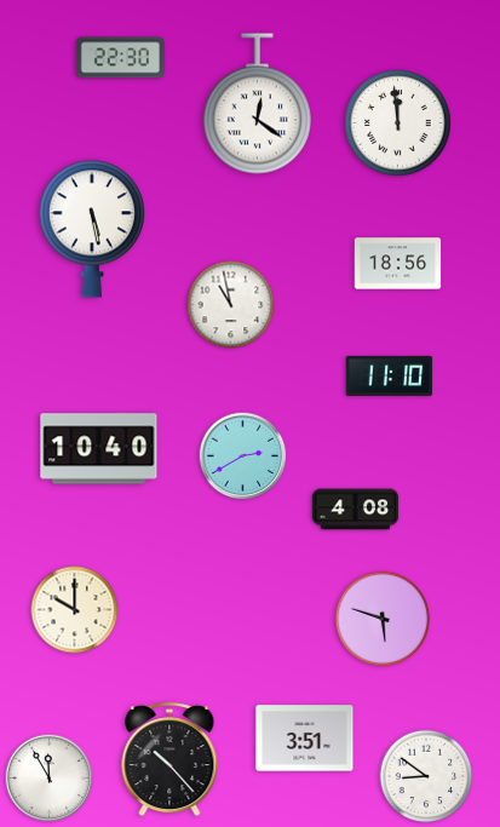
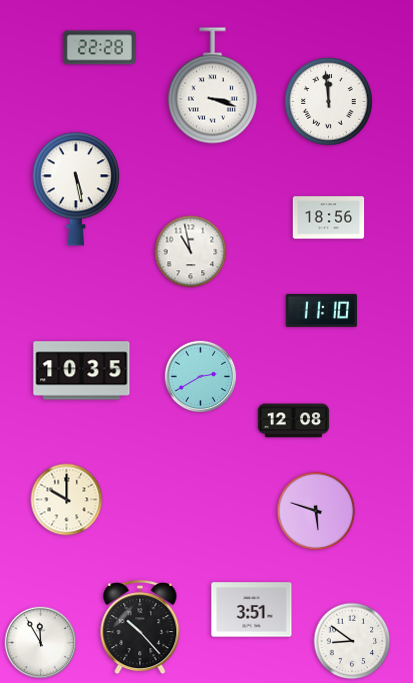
clock at (120, 58): 22:30 -> 22:28
clock at (257, 104): 12:21 -> 3:18
clock at (99, 449): 10:40 -> 10:35
clock at (356, 510): 4:08 -> 12:08
clock at (75, 610) position: (75, 610) -> (67, 500)
